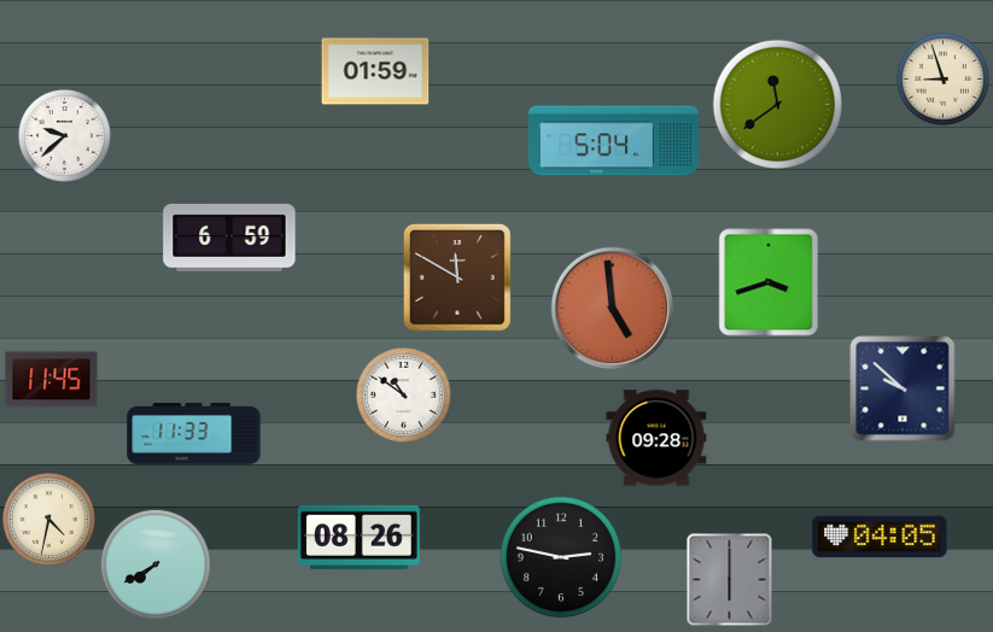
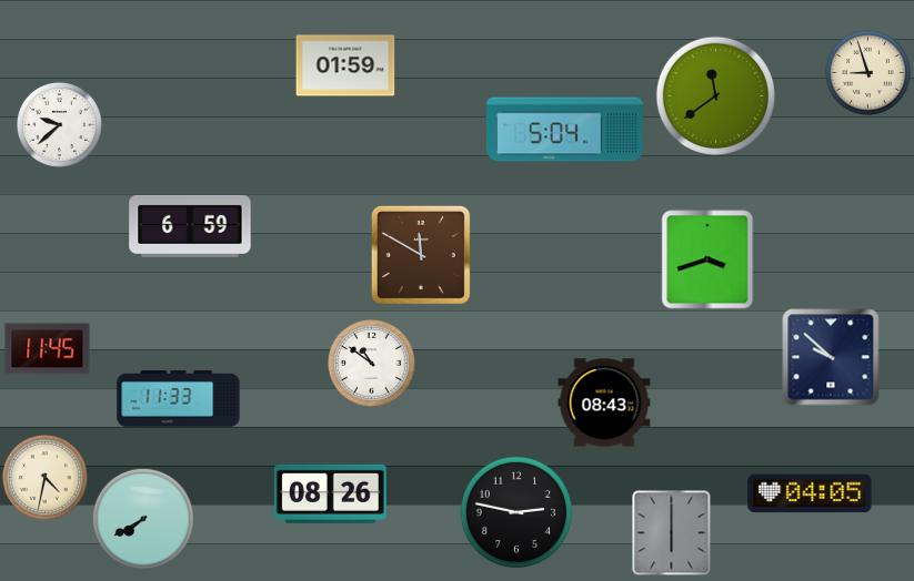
clock at (229, 238) position: (229, 238) -> (190, 226)
clock at (613, 309): 4:59 -> none
clock at (656, 438): 09:28 -> 08:43
